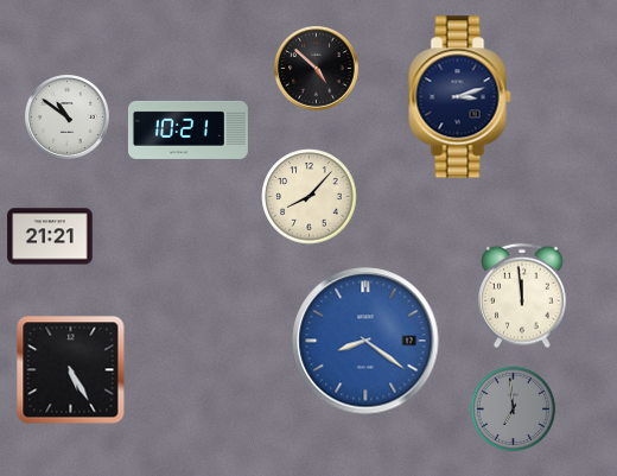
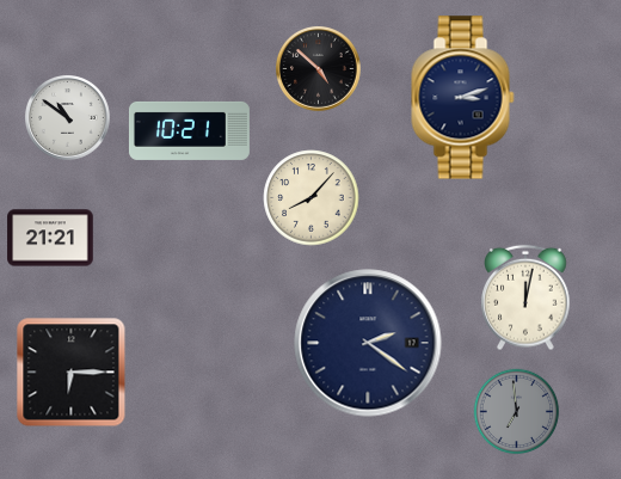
clock at (522, 296): 11:59 -> 12:02
clock at (365, 341): 8:21 -> 2:21
clock at (365, 341) dial: blue -> navy
clock at (71, 370): 5:25 -> 6:15
